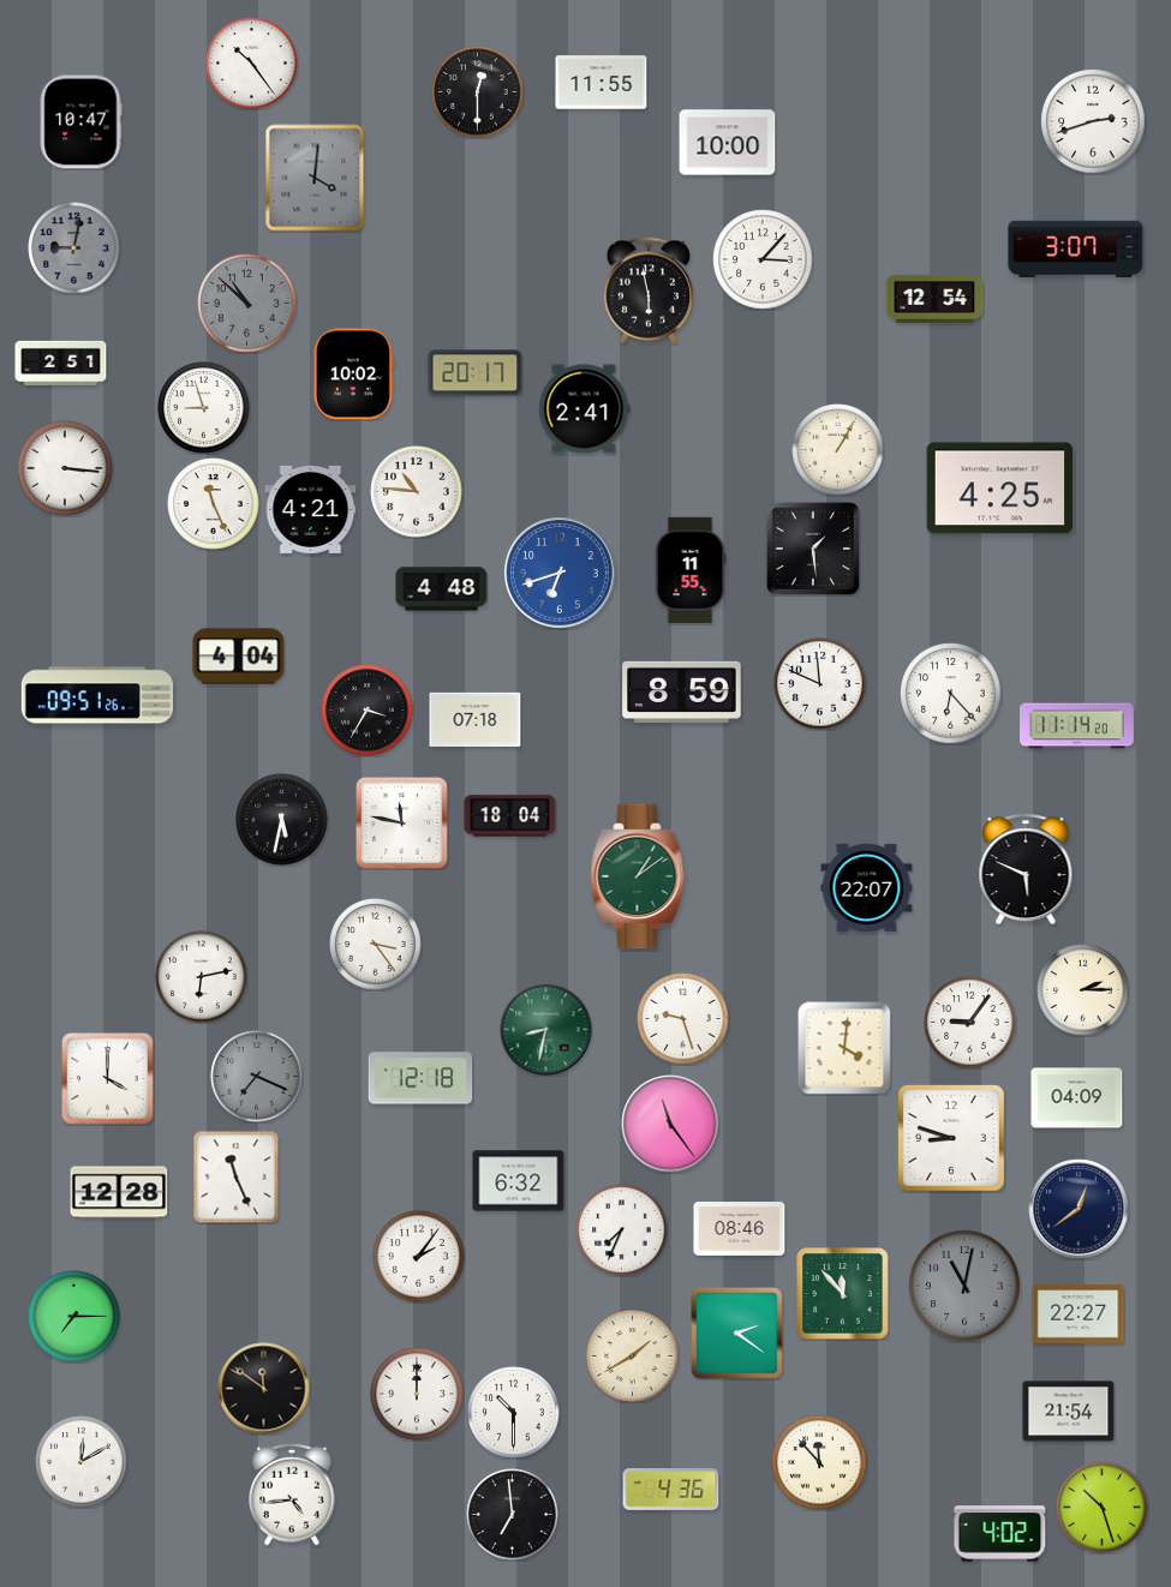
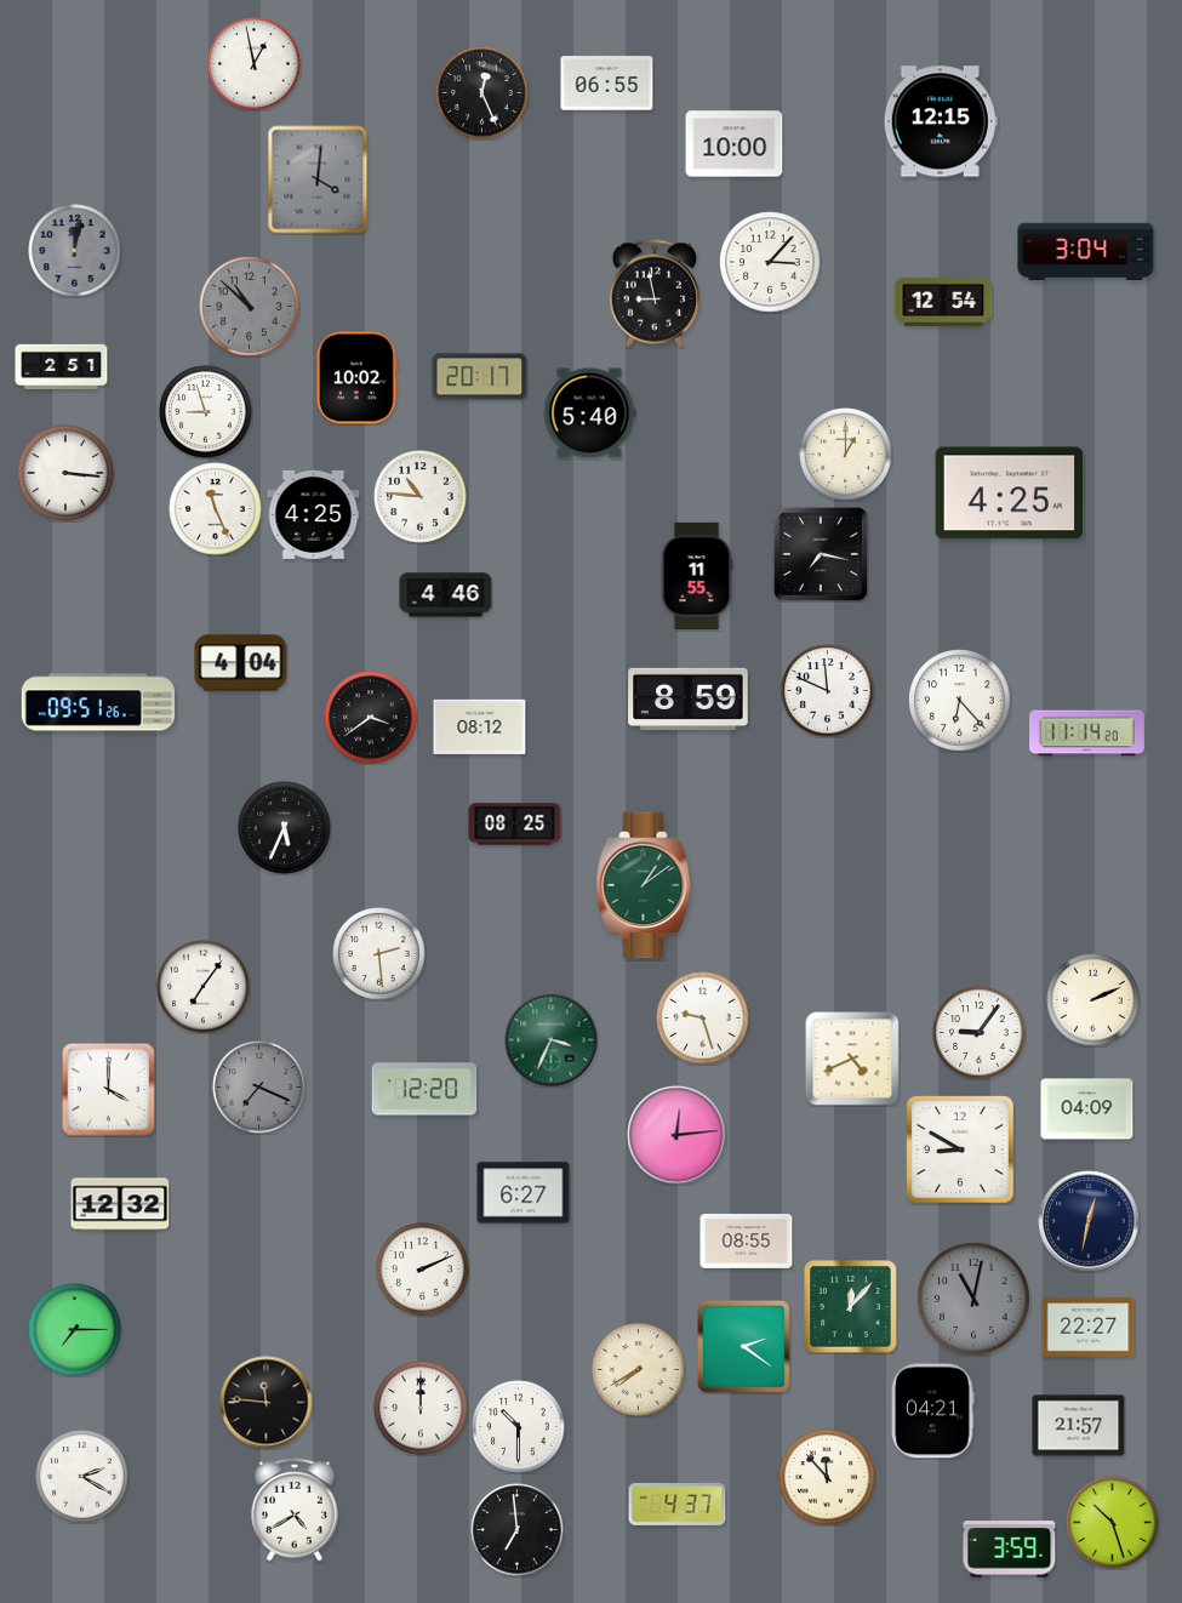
clock at (252, 64): 10:24 -> 12:58
clock at (602, 83): 11:55 -> 06:55
clock at (478, 92): 12:30 -> 12:26
clock at (941, 121): none -> 12:15
clock at (1093, 121): 2:42 -> none
clock at (80, 122): 10:47 -> none
clock at (74, 248): 9:02 -> 12:02
clock at (1076, 248): 3:07 -> 3:04
clock at (647, 291): 5:58 -> 8:58
clock at (584, 409): 2:41 -> 5:40
clock at (838, 450): 1:05 -> 1:00
clock at (311, 509): 4:21 -> 4:25
clock at (813, 549): 1:29 -> 7:17
clock at (561, 574): 6:42 -> none
clock at (442, 589): 4:48 -> 4:46
clock at (368, 711): 3:35 -> 3:39
clock at (476, 719): 07:18 -> 08:12
clock at (510, 816): 18:04 -> 08:25
clock at (282, 820): 5:32 -> 5:34
clock at (402, 824): 11:47 -> none
clock at (1026, 869): 5:49 -> none
clock at (867, 887): 22:07 -> none
clock at (376, 945): 3:24 -> 2:29
clock at (202, 977): 6:13 -> 7:06
clock at (1083, 990): 2:15 -> 2:11
clock at (683, 1019) position: (683, 1019) -> (703, 1019)
clock at (546, 1030): 8:32 -> 3:34
clock at (844, 1048): 4:01 -> 4:41
clock at (420, 1078): 12:18 -> 12:20
clock at (670, 1124): 11:24 -> 12:14
clock at (951, 1138): 8:48 -> 8:50
clock at (237, 1176): 11:26 -> none
clock at (519, 1181): 6:32 -> 6:27
clock at (119, 1192): 12:28 -> 12:32
clock at (1079, 1209): 12:39 -> 12:32
clock at (740, 1229): 08:46 -> 08:55
clock at (622, 1230): 7:34 -> none
clock at (419, 1257): 2:06 -> 2:11
clock at (843, 1294): 11:53 -> 12:07
clock at (633, 1357): 1:40 -> 7:40
clock at (264, 1389): 11:51 -> 11:46
clock at (933, 1411): none -> 04:21
clock at (1069, 1412): 21:54 -> 21:57
clock at (82, 1462): 12:10 -> 2:20
clock at (671, 1490): 4:36 -> 4:37
clock at (292, 1496): 4:44 -> 4:40
clock at (1000, 1534): 4:02 -> 3:59
